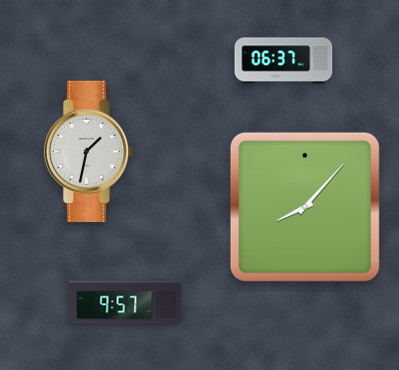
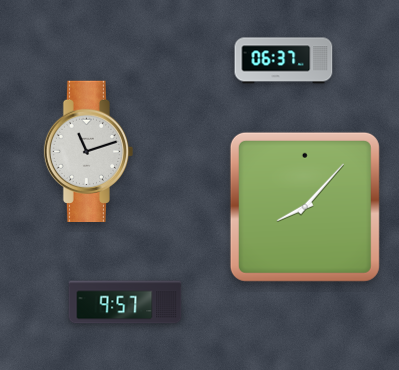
clock at (89, 151): 1:32 -> 11:12
